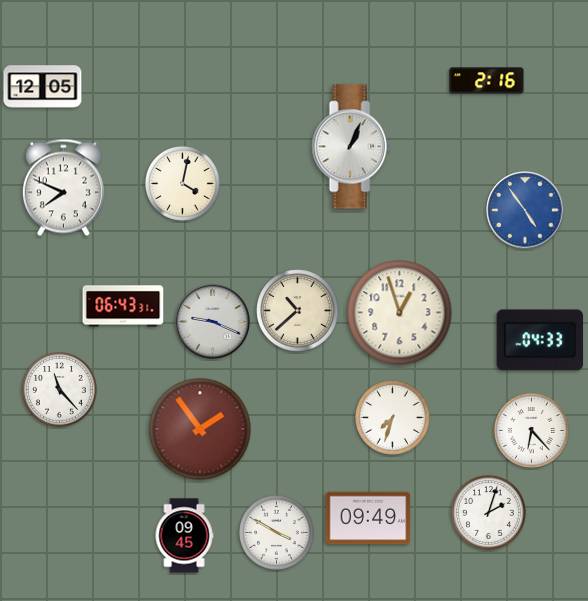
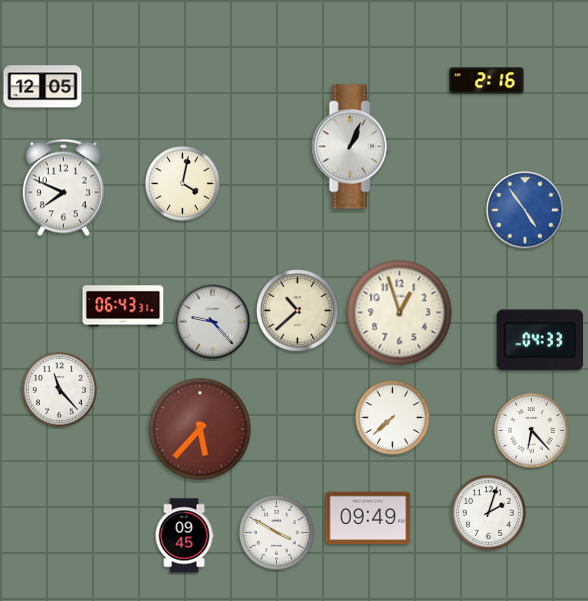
clock at (213, 322): 9:19 -> 9:23
clock at (392, 417): 7:33 -> 7:38
clock at (200, 429): 1:54 -> 5:37
